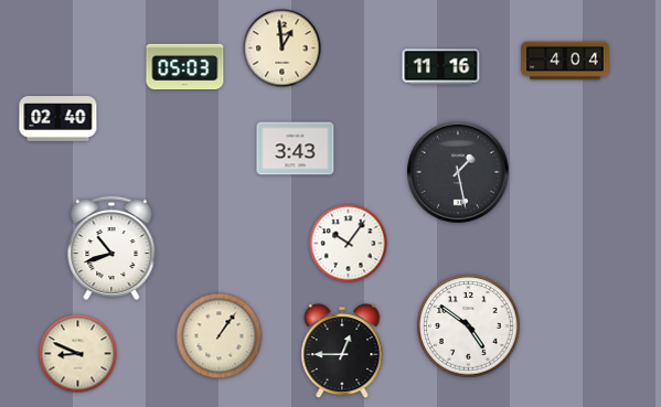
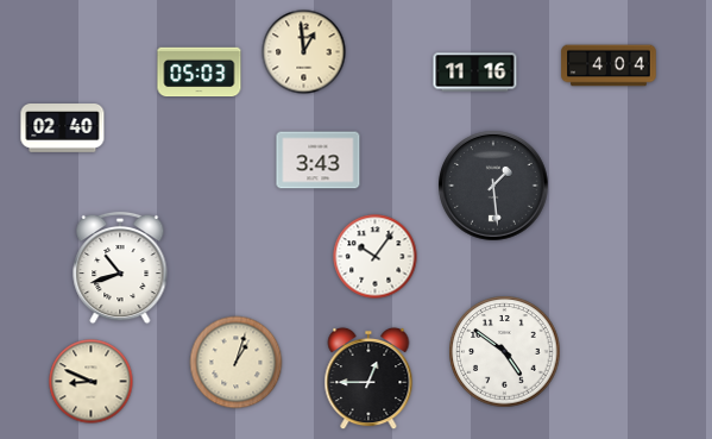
clock at (458, 172): 1:28 -> 1:29
clock at (349, 244) position: (349, 244) -> (376, 257)
clock at (220, 336): 1:06 -> 1:03
clock at (78, 354) position: (78, 354) -> (92, 382)
